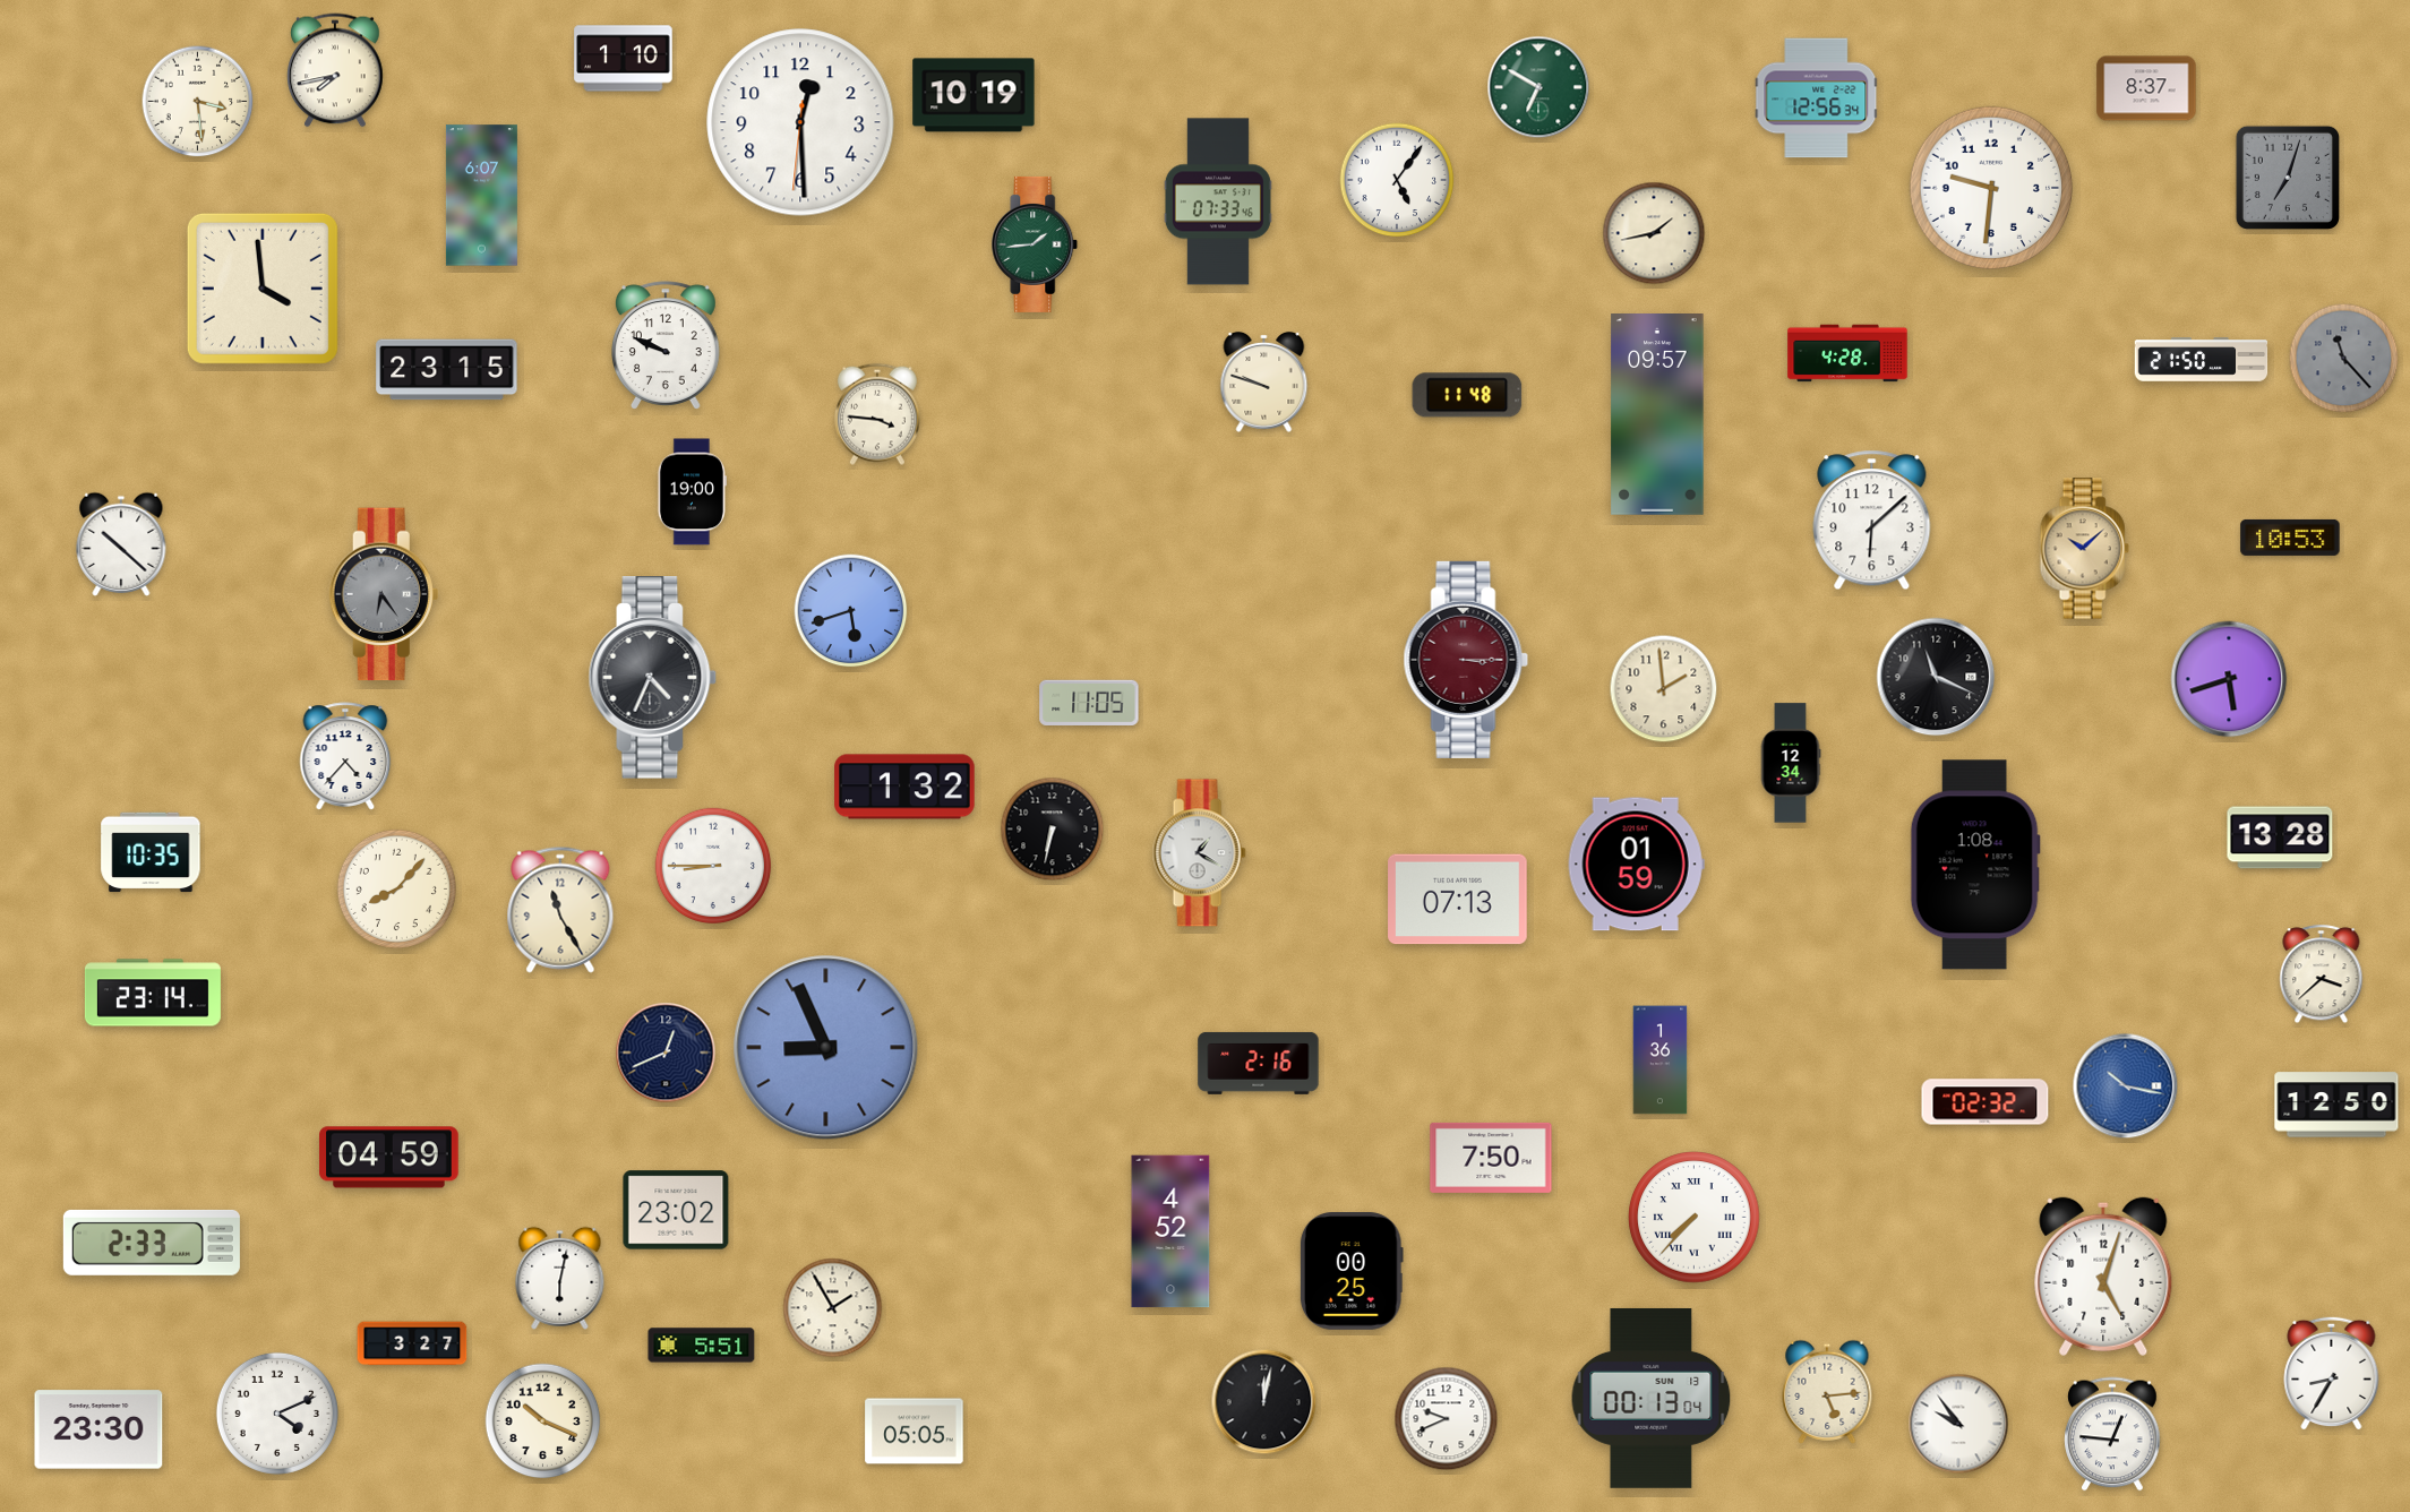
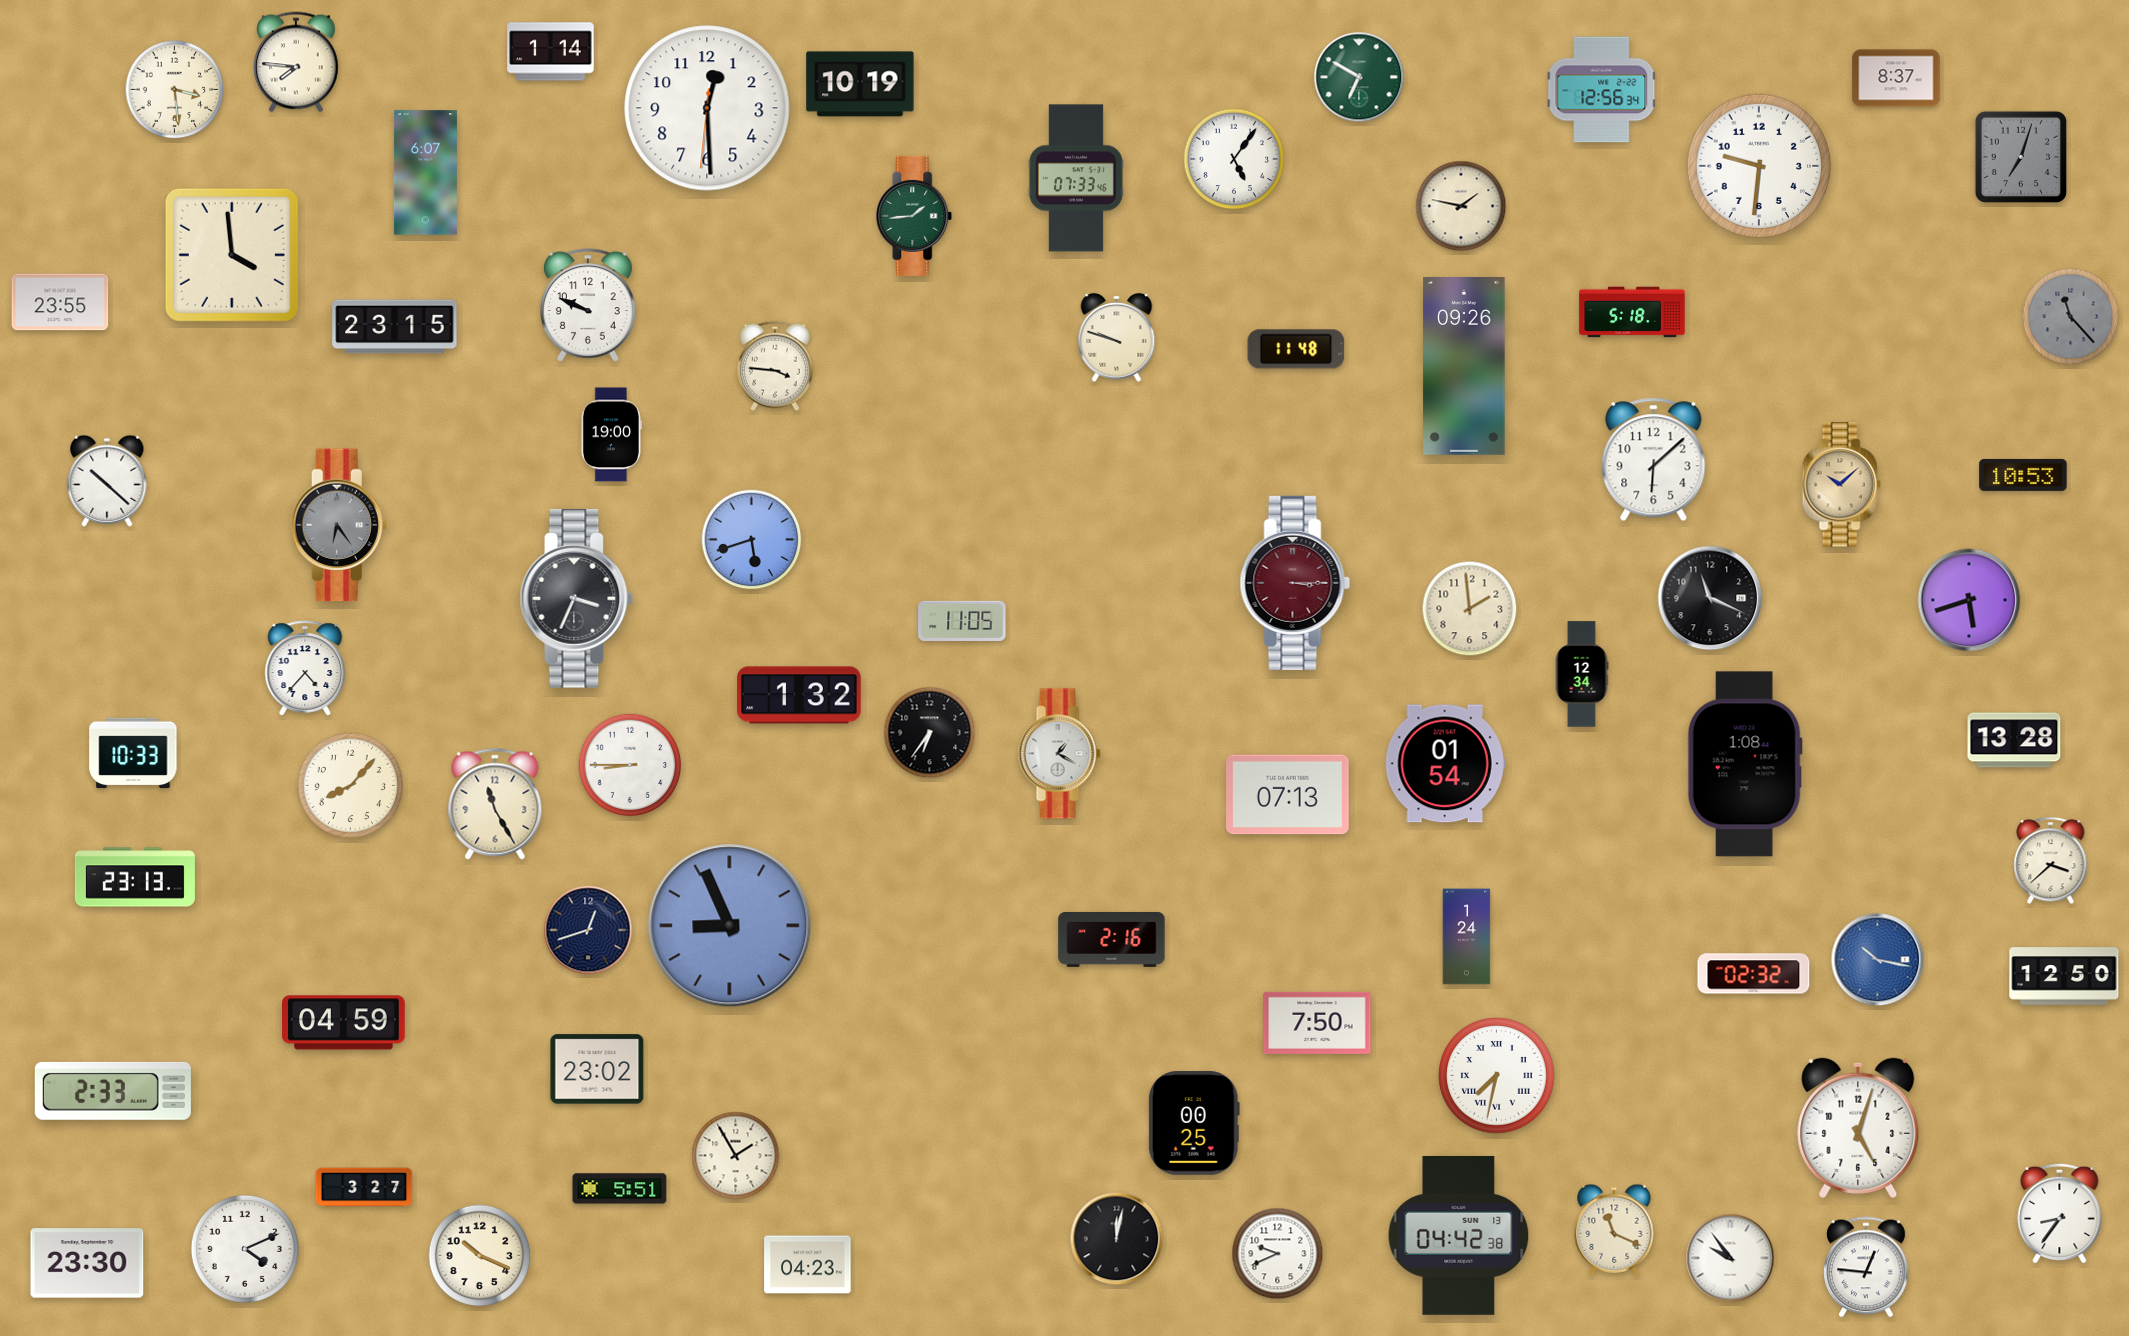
clock at (624, 59): 1:10 -> 1:14
clock at (335, 70): 7:43 -> 7:46
clock at (1817, 98) position: (1817, 98) -> (1602, 90)
clock at (1654, 233): 1:43 -> 1:47
clock at (60, 302): none -> 23:55
clock at (1847, 353): 4:28 -> 5:18
clock at (2202, 360): 21:50 -> none
clock at (1657, 415): 09:57 -> 09:26
clock at (653, 678): 4:34 -> 3:34
clock at (1053, 830): 6:32 -> 6:36
clock at (151, 852): 10:35 -> 10:33
clock at (1636, 865): 01:59 -> 01:54
clock at (153, 993): 23:14 -> 23:13
clock at (666, 1053): 12:41 -> 12:42
clock at (1661, 1060): 1:36 -> 1:24
clock at (1695, 1218): 7:37 -> 7:32
clock at (1170, 1231): 4:52 -> none
clock at (152, 1243) position: (152, 1243) -> (113, 1091)
clock at (560, 1278): 6:02 -> none
clock at (2332, 1373): 8:35 -> 8:36
clock at (1827, 1392): 5:14 -> 11:19
clock at (1652, 1399): 00:13 -> 04:42
clock at (915, 1432): 05:05 -> 04:23
